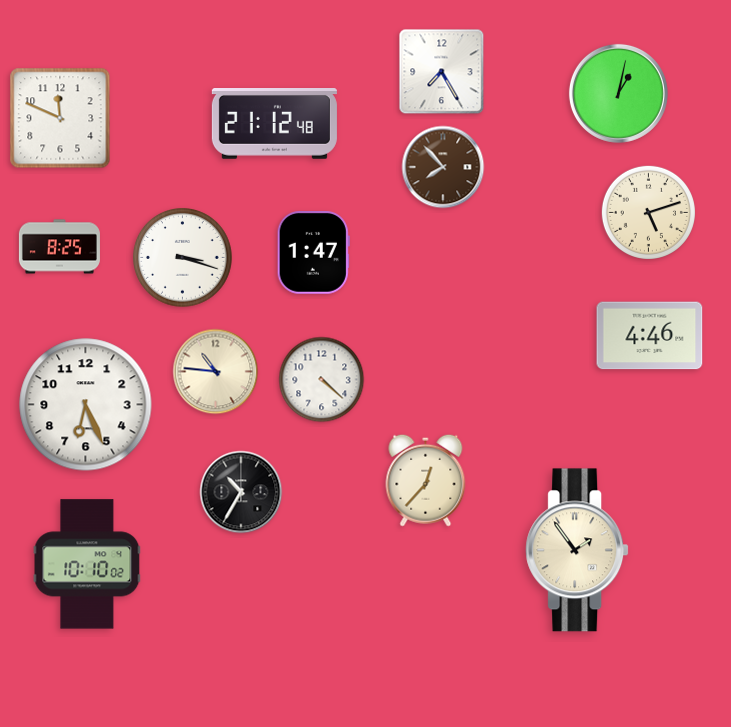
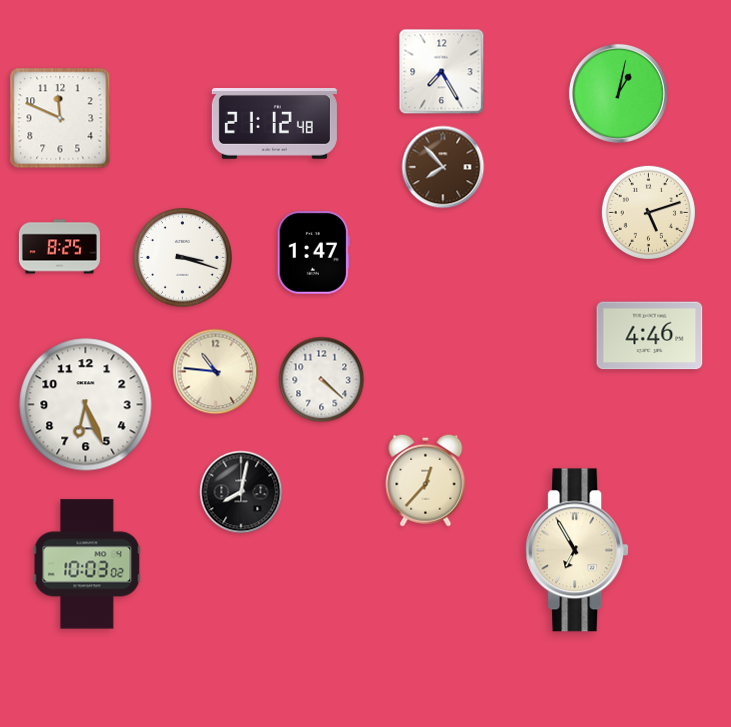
clock at (241, 492): 10:35 -> 8:02
clock at (577, 550): 1:54 -> 6:55
clock at (87, 564): 10:10 -> 10:03
